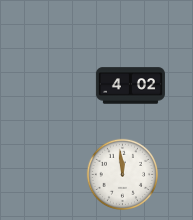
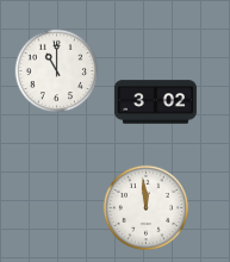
clock at (57, 71): none -> 11:00
clock at (130, 86): 4:02 -> 3:02
